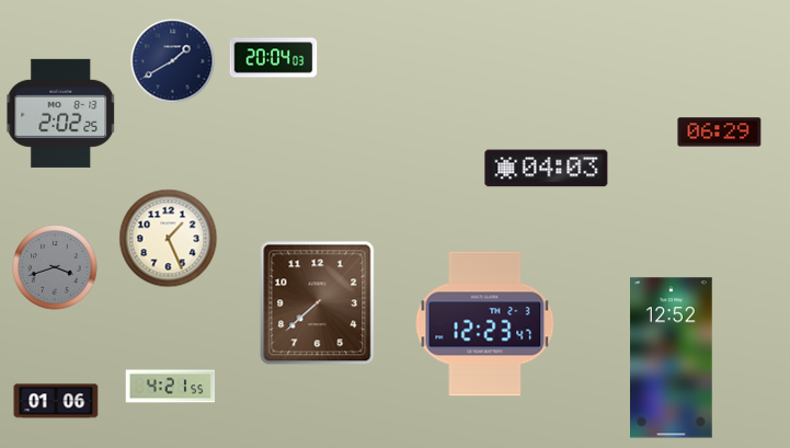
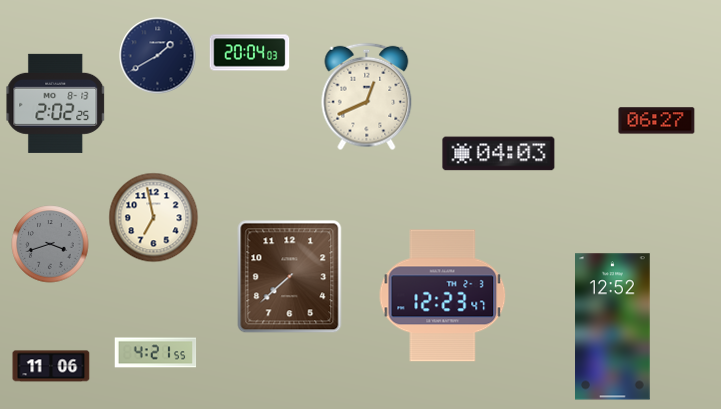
clock at (367, 97): none -> 12:41
clock at (720, 133): 06:29 -> 06:27
clock at (169, 239): 1:26 -> 6:58
clock at (56, 401): 01:06 -> 11:06
